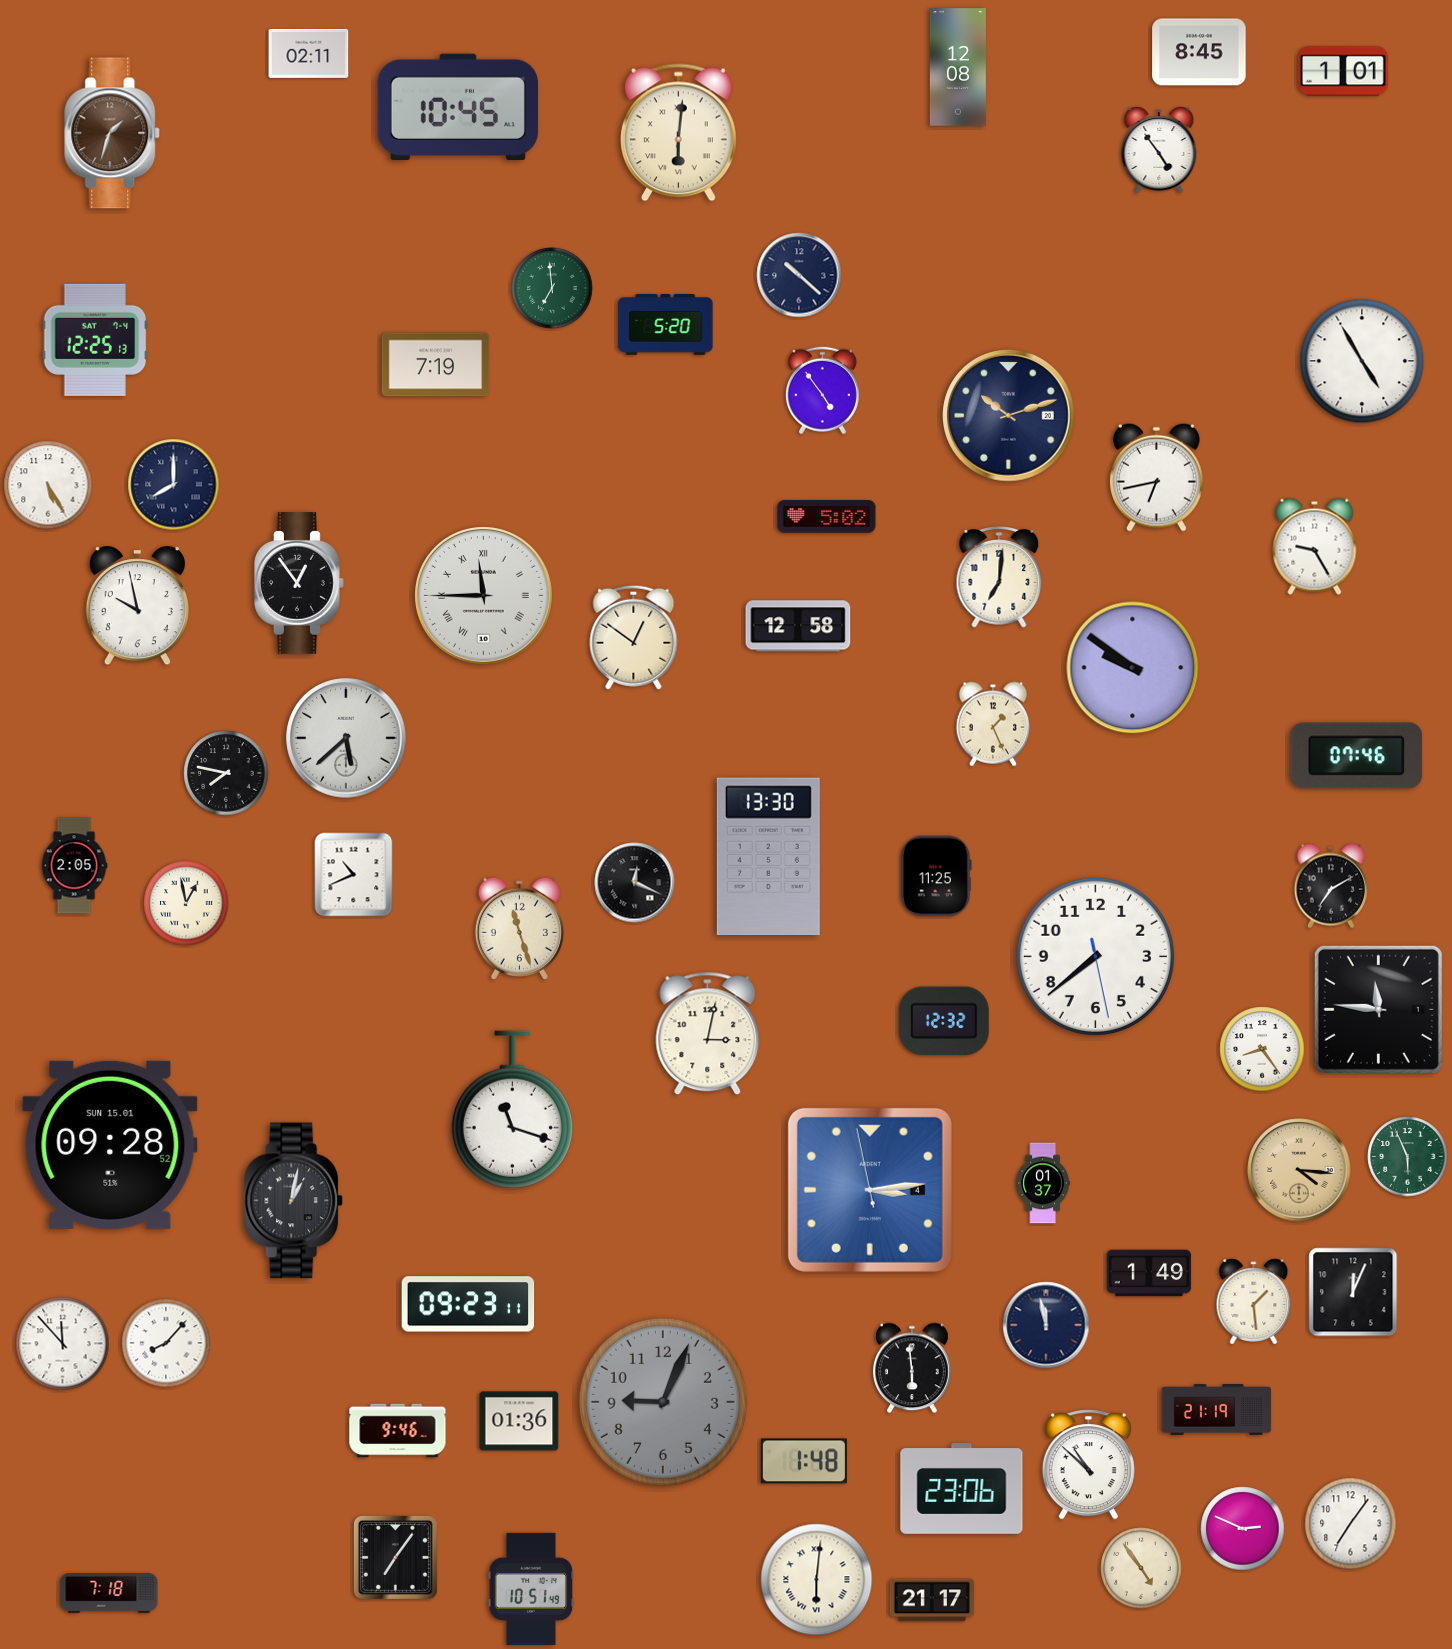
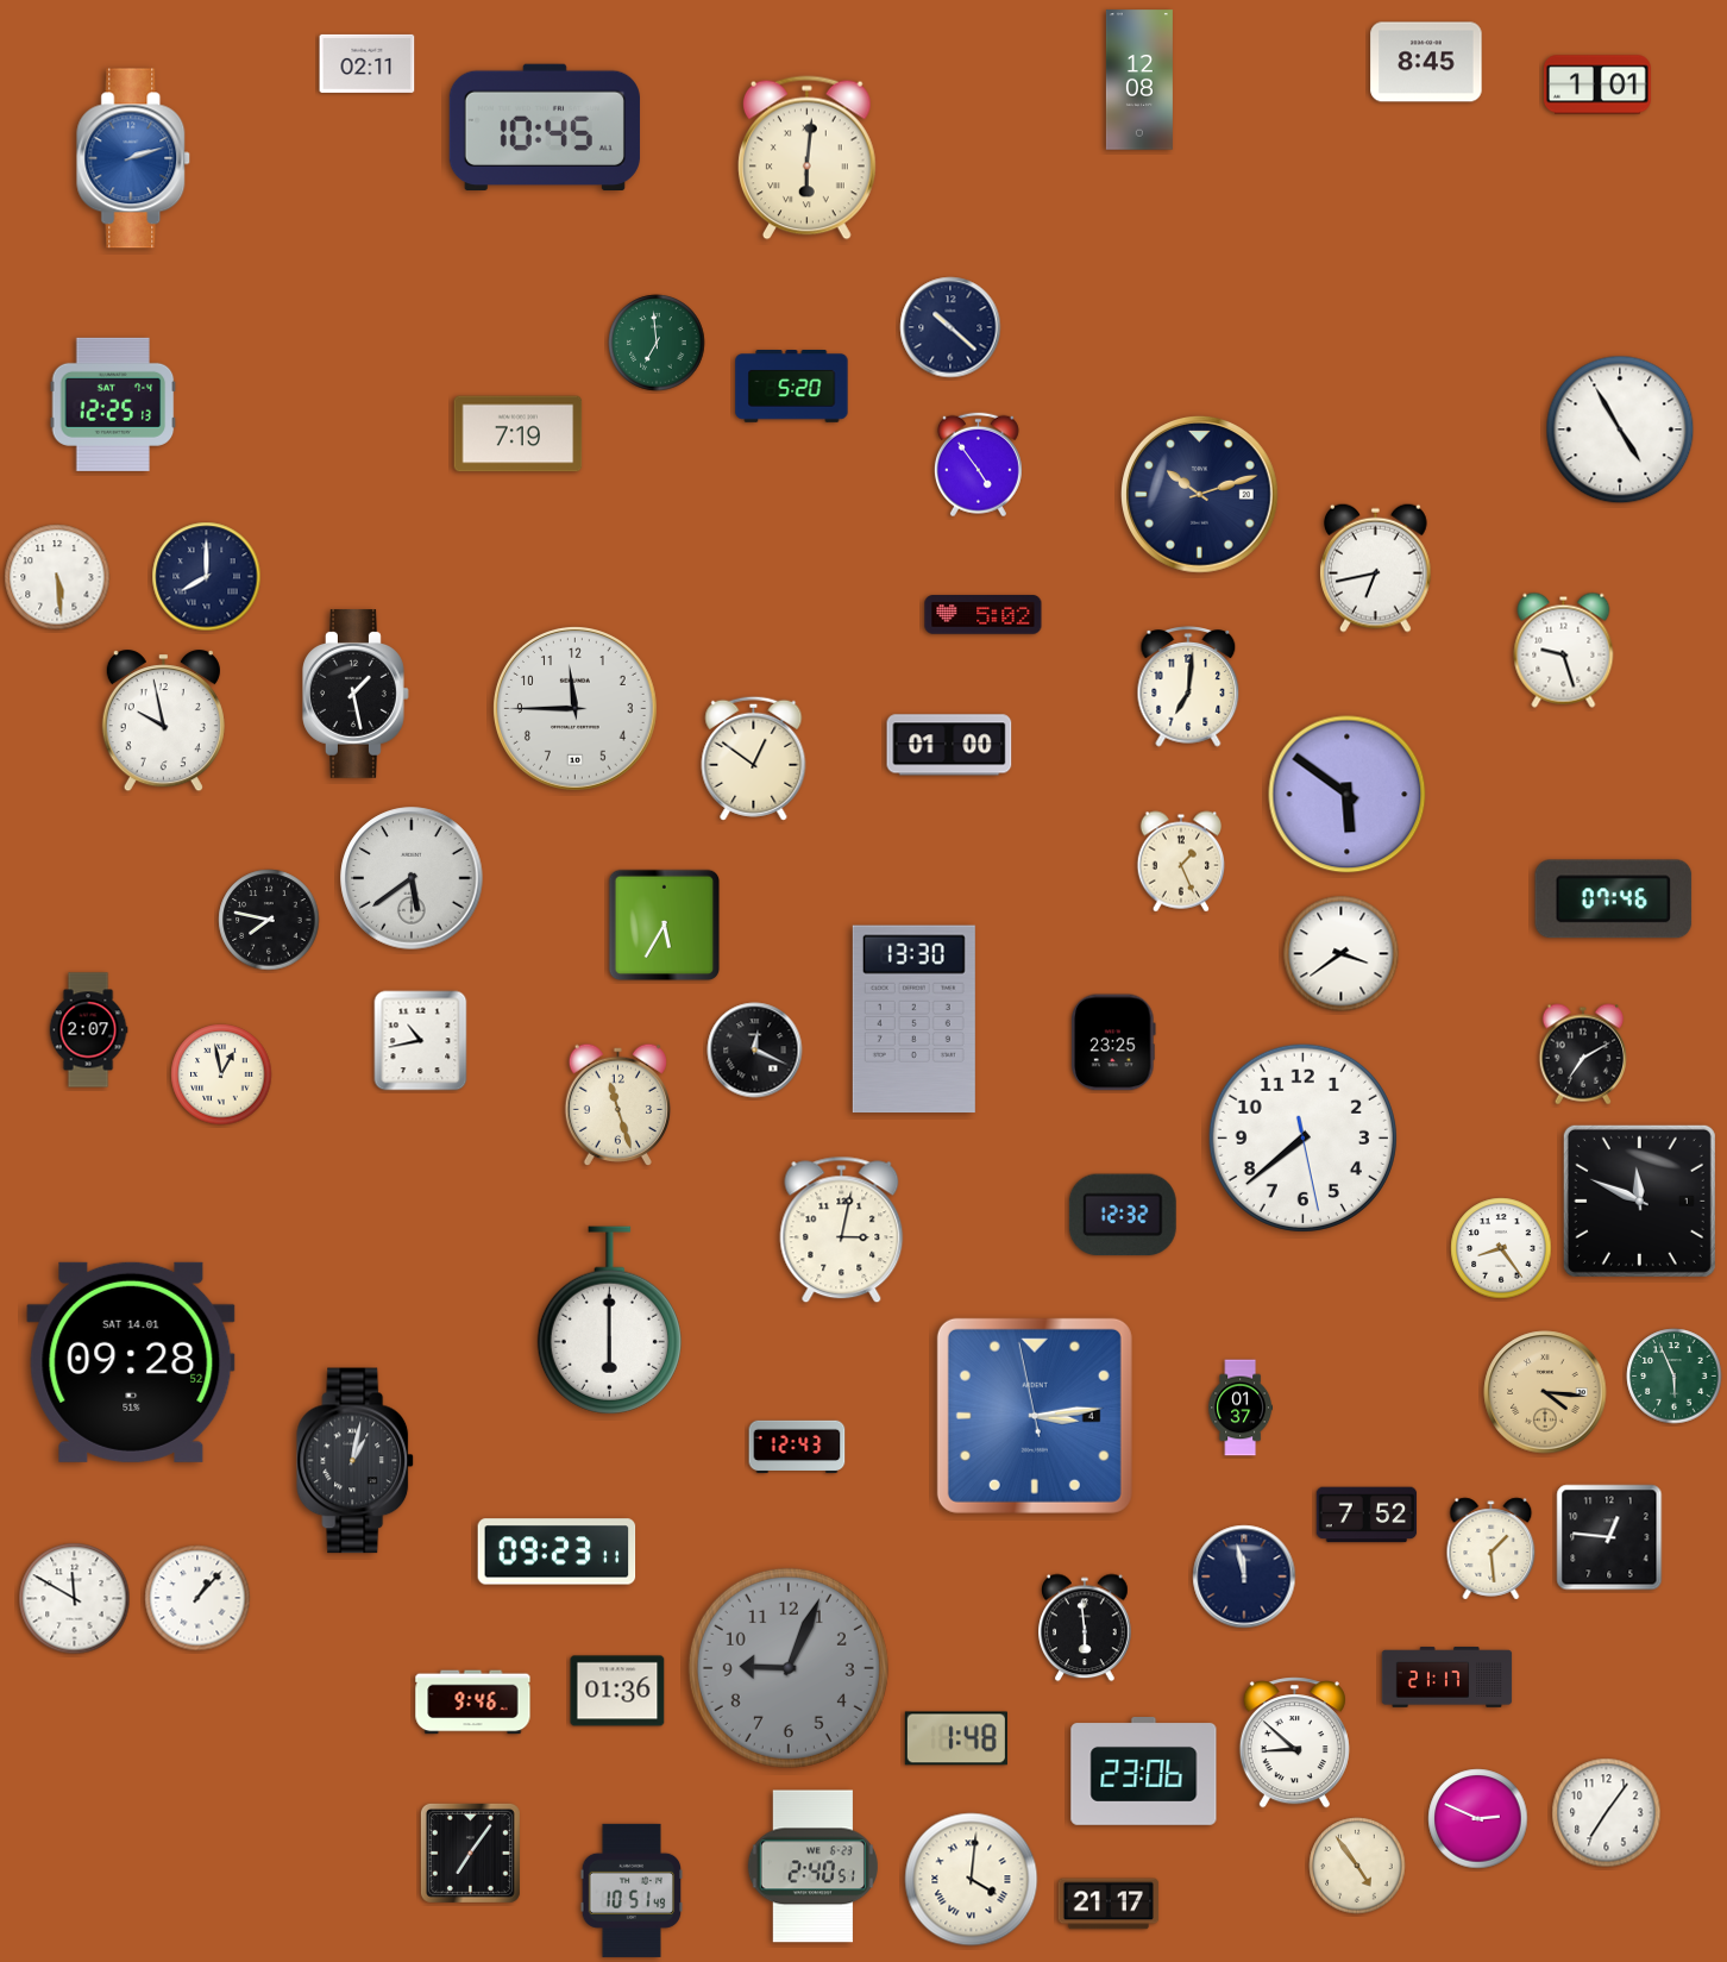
clock at (113, 133): 1:33 -> 2:12
clock at (113, 133) dial: brown -> blue
clock at (1159, 150): 4:54 -> none
clock at (48, 485): 5:25 -> 5:29
clock at (1315, 546): 9:25 -> 9:27
clock at (299, 583): 12:54 -> 1:28
clock at (484, 596) numerals: Roman -> Arabic
clock at (798, 626): 12:58 -> 01:00
clock at (1133, 668): 9:51 -> 5:51
clock at (346, 738): 5:38 -> 5:39
clock at (665, 926): none -> 5:35
clock at (1342, 954): none -> 3:39
clock at (74, 866): 2:05 -> 2:07
clock at (354, 875): 10:41 -> 10:43
clock at (937, 876): 11:25 -> 23:25
clock at (1378, 1009): 11:46 -> 11:49
clock at (512, 1110): 11:18 -> 6:00
clock at (110, 1145) date: SUN 15.01 -> SAT 14.01
clock at (294, 1201) position: (294, 1201) -> (356, 1461)
clock at (797, 1447): none -> 12:43
clock at (1149, 1273): 1:49 -> 7:52
clock at (1353, 1292): 12:04 -> 12:46
clock at (166, 1343): 8:07 -> 1:07
clock at (63, 1344): 11:53 -> 11:50
clock at (1217, 1410): 21:19 -> 21:17
clock at (1088, 1465): 10:52 -> 8:52
clock at (812, 1867): none -> 2:40
clock at (817, 1580): 6:01 -> 4:01
clock at (109, 1594): 7:18 -> none
